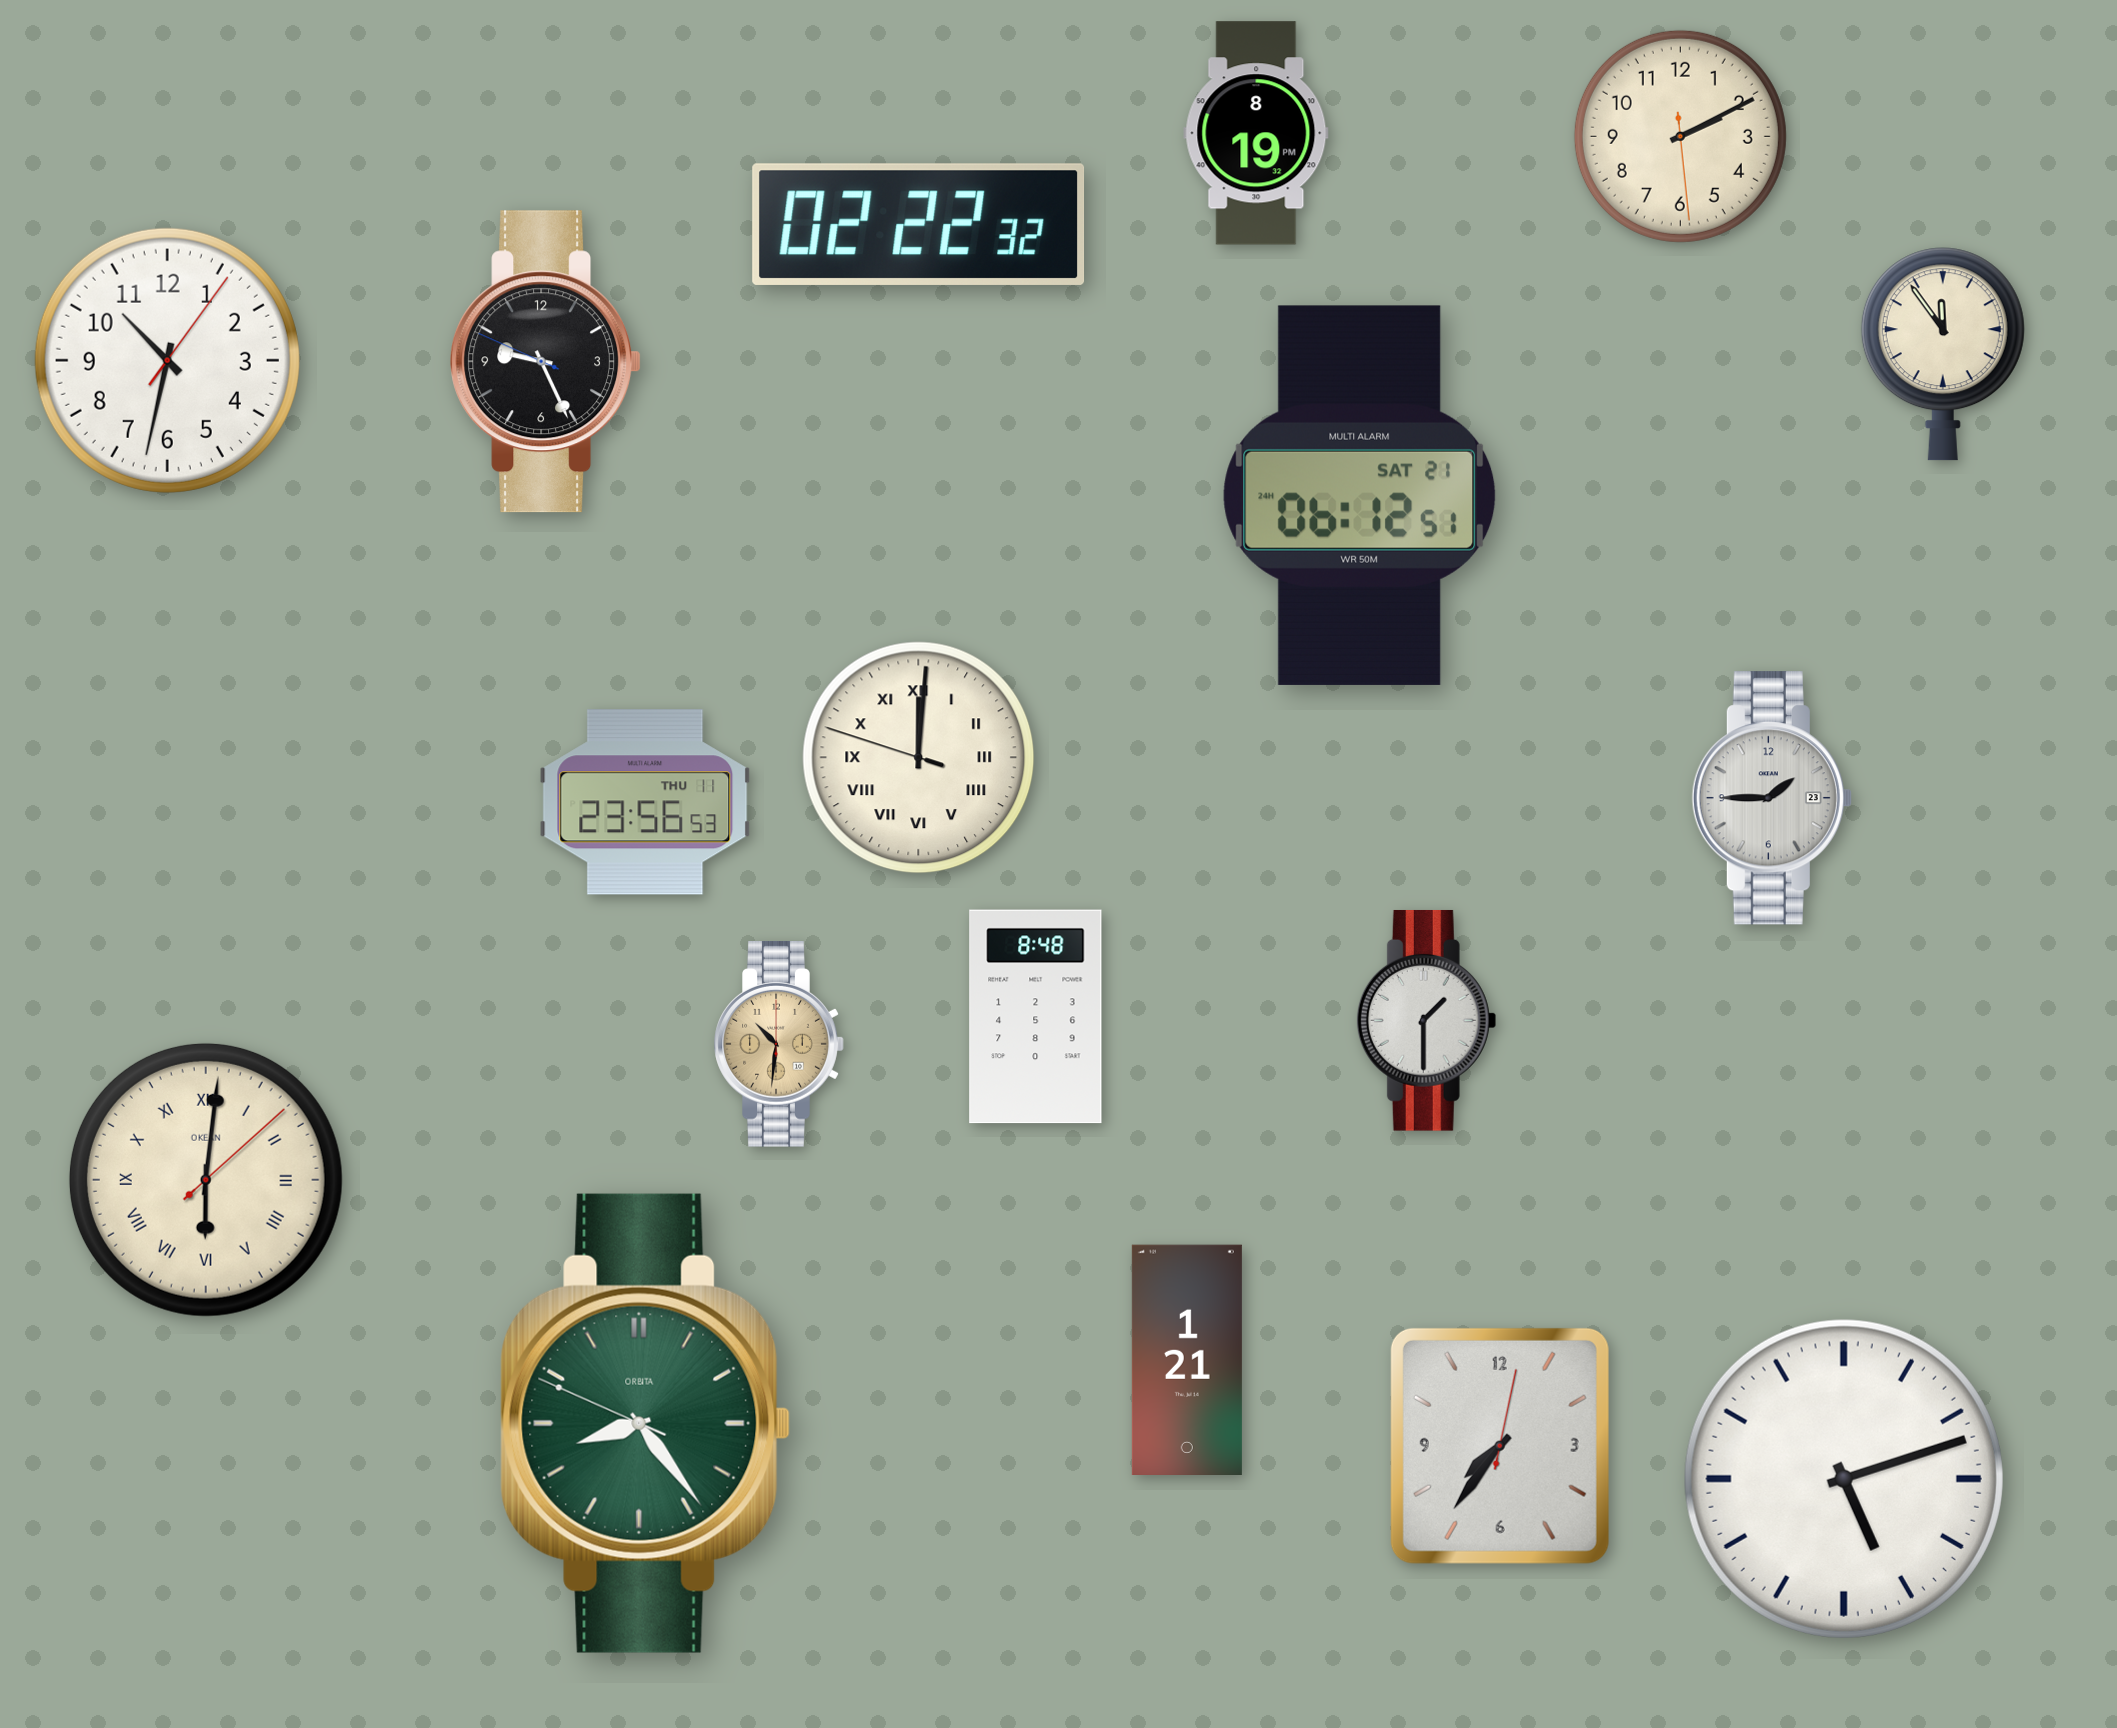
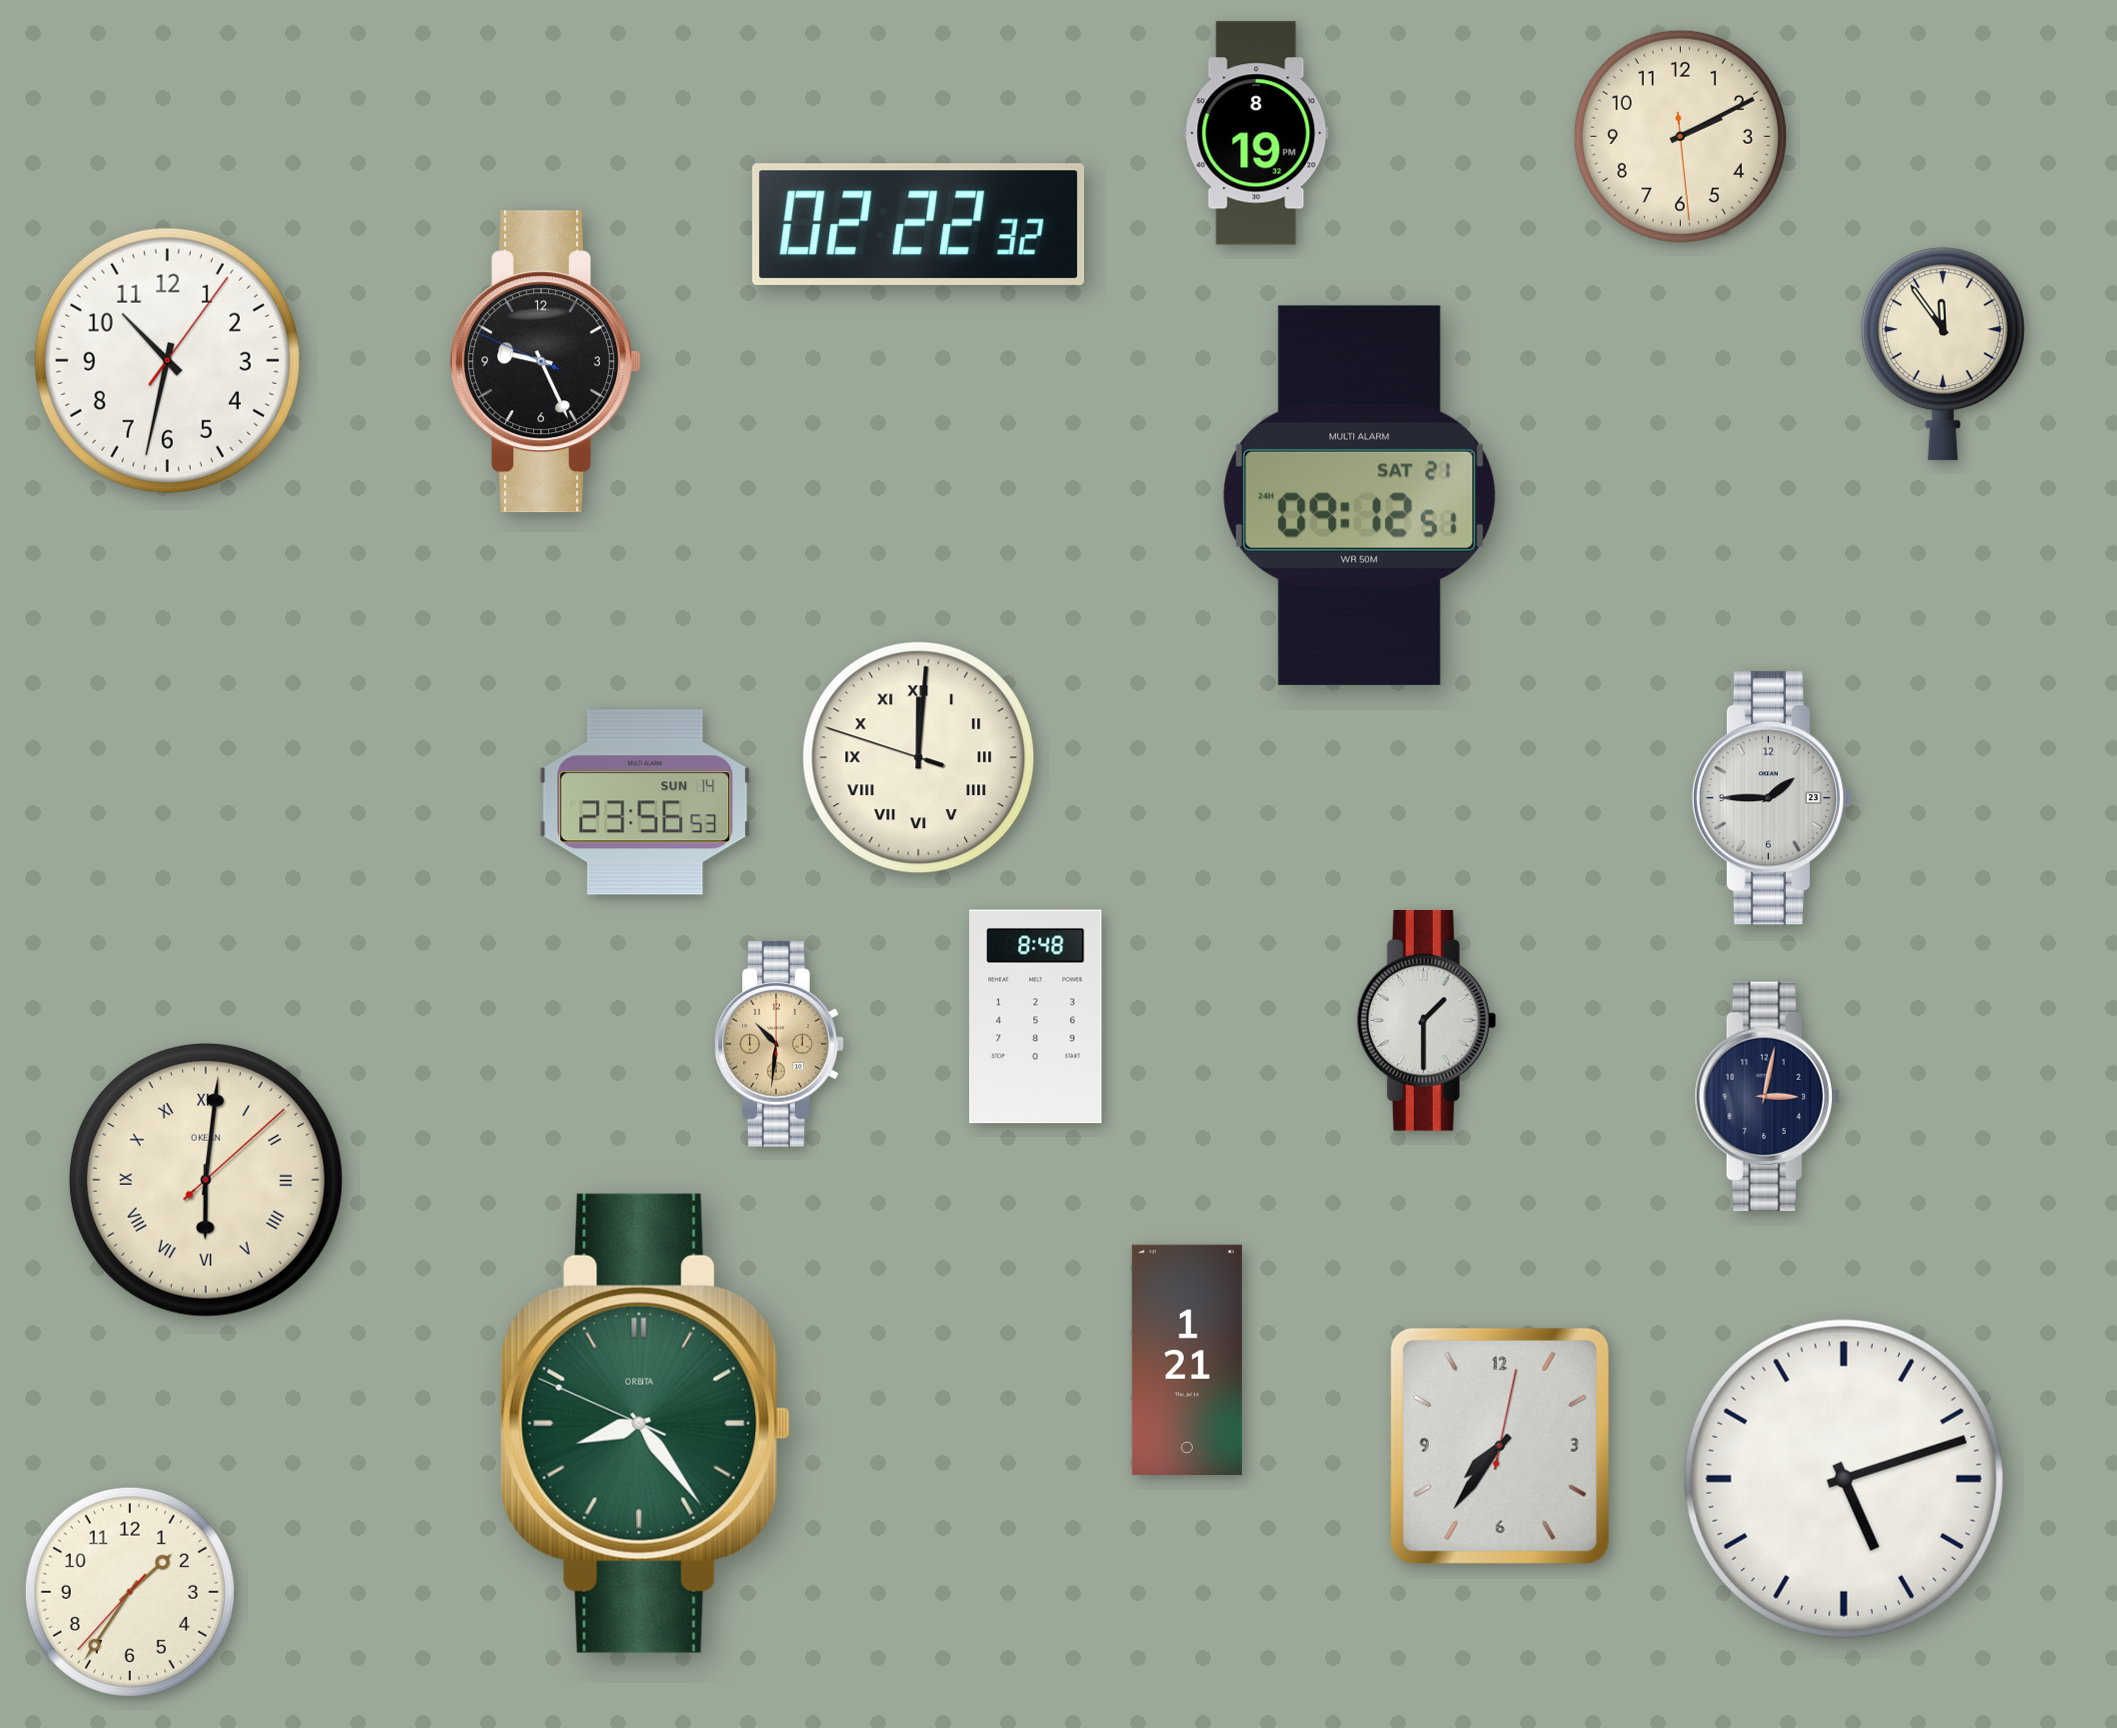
clock at (1360, 495): 06:12 -> 09:12
clock at (645, 802) date: THU 11 -> SUN 14
clock at (1767, 1096): none -> 3:02
clock at (130, 1592): none -> 1:35
